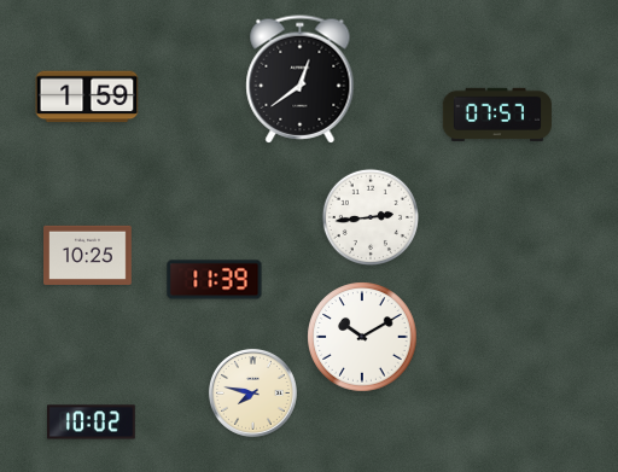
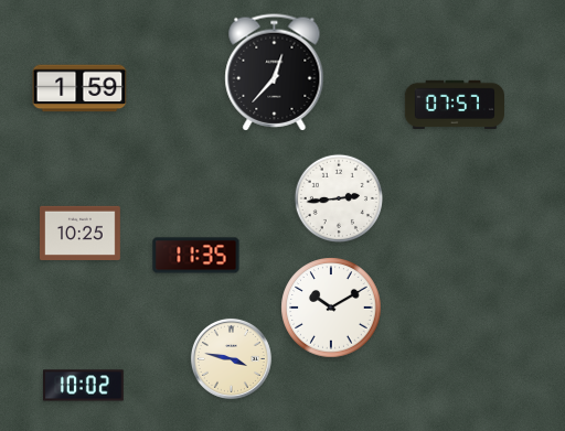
clock at (301, 80): 12:39 -> 12:37
clock at (215, 280): 11:39 -> 11:35
clock at (252, 392): 7:47 -> 3:47
